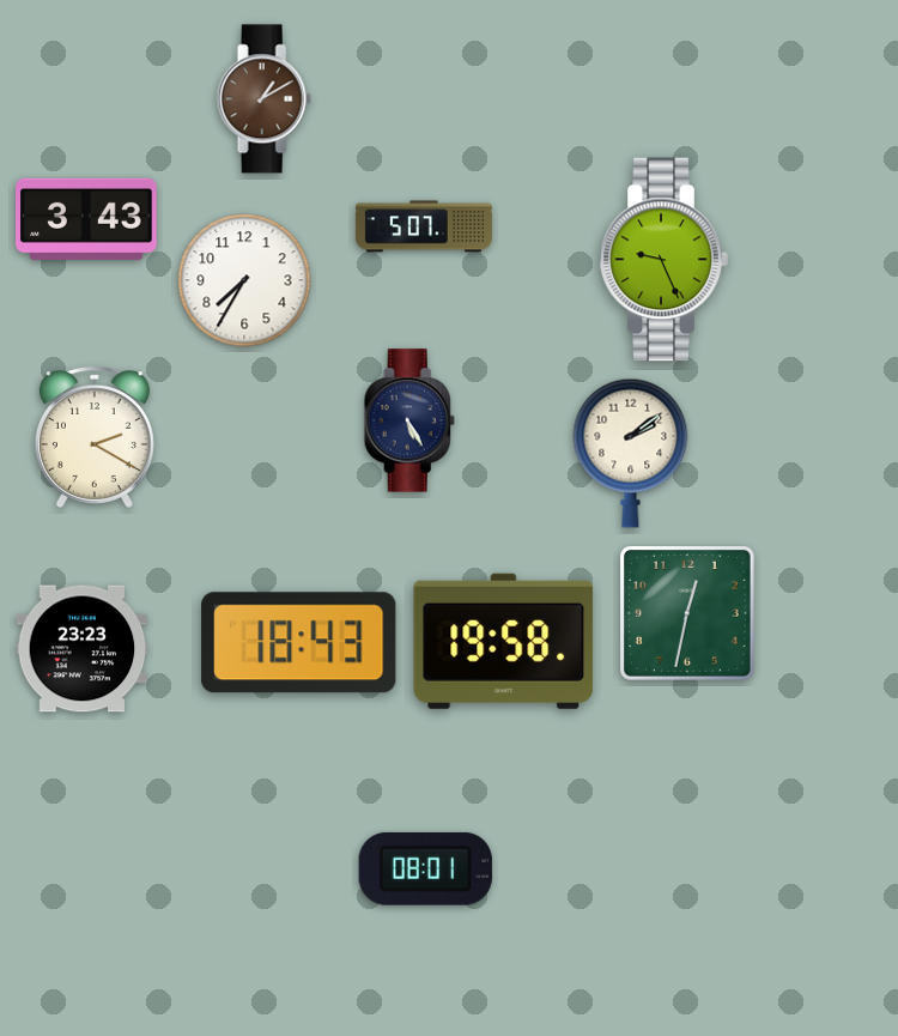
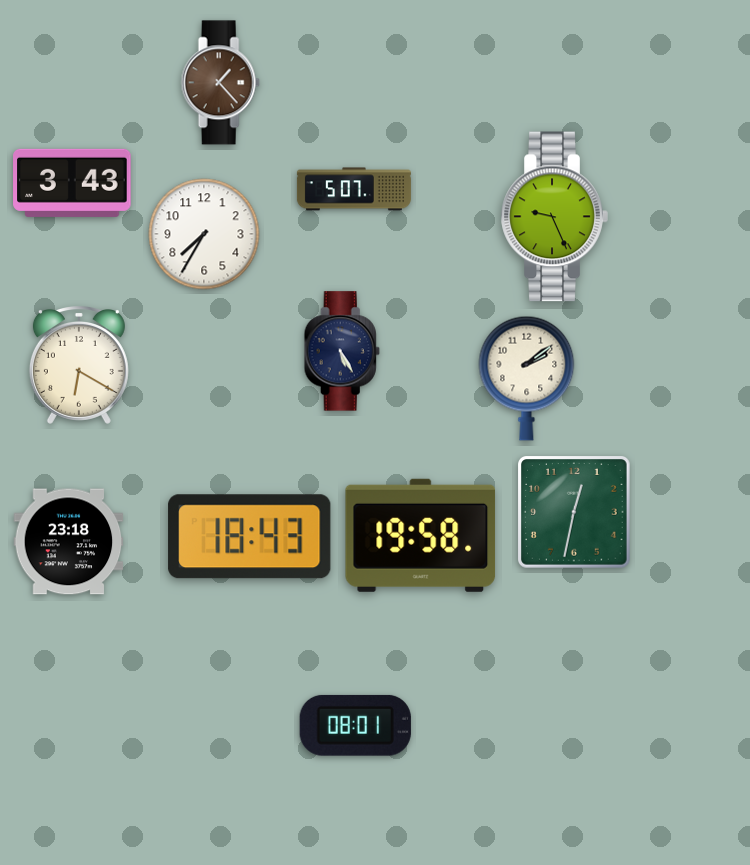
clock at (263, 99): 1:10 -> 1:23
clock at (95, 438): 2:20 -> 6:20
clock at (83, 649): 23:23 -> 23:18
